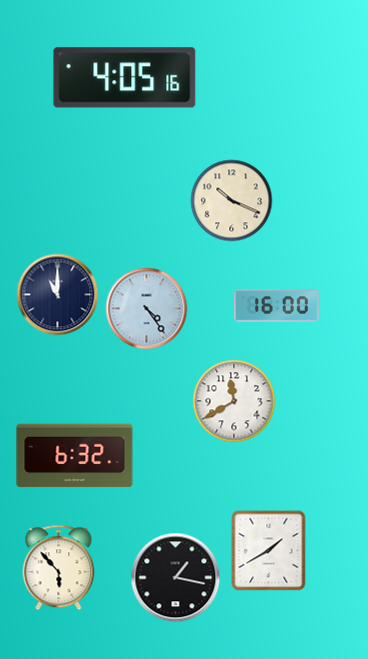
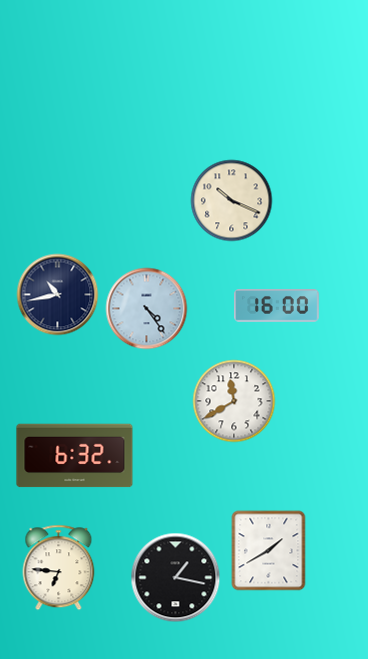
clock at (125, 78): 4:05 -> none
clock at (58, 295): 11:00 -> 10:43
clock at (59, 568): 5:53 -> 6:46
